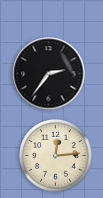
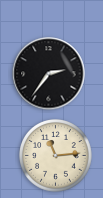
clock at (56, 156): 12:14 -> 11:14
